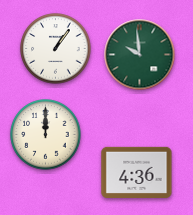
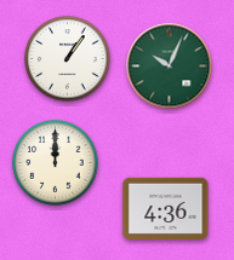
clock at (140, 55): 9:59 -> 10:04
